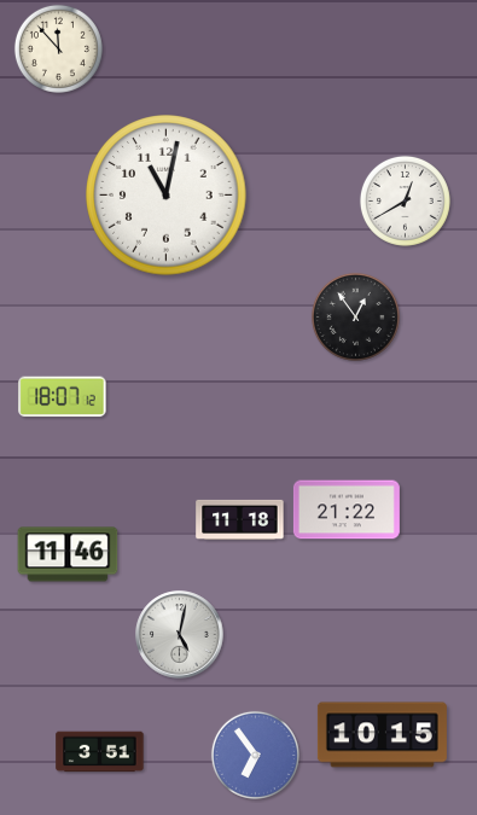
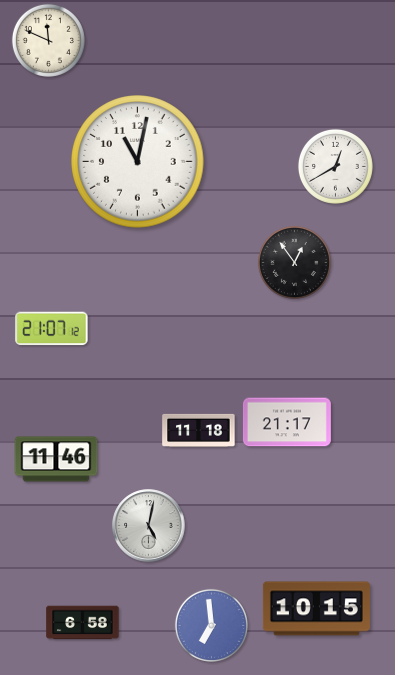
clock at (58, 48): 11:53 -> 11:49
clock at (63, 397): 18:07 -> 21:07
clock at (347, 510): 21:22 -> 21:17
clock at (100, 752): 3:51 -> 6:58
clock at (255, 755): 6:54 -> 6:59
